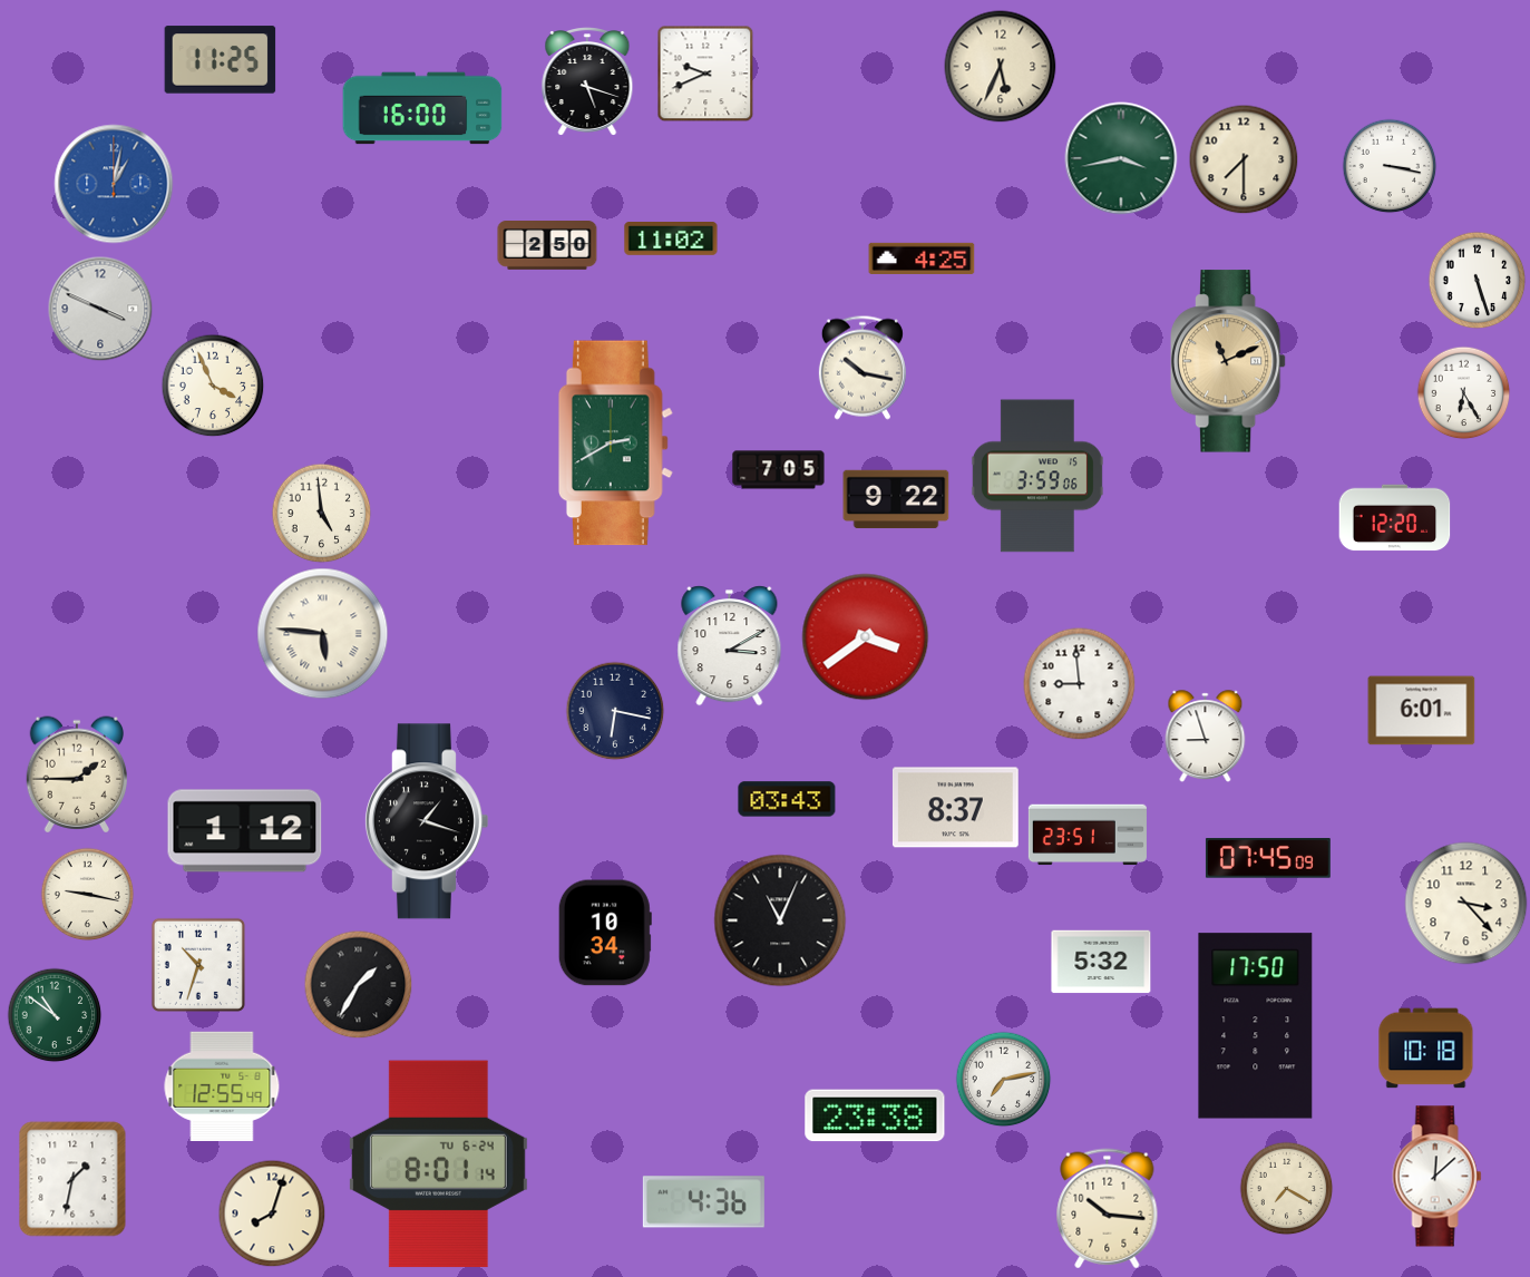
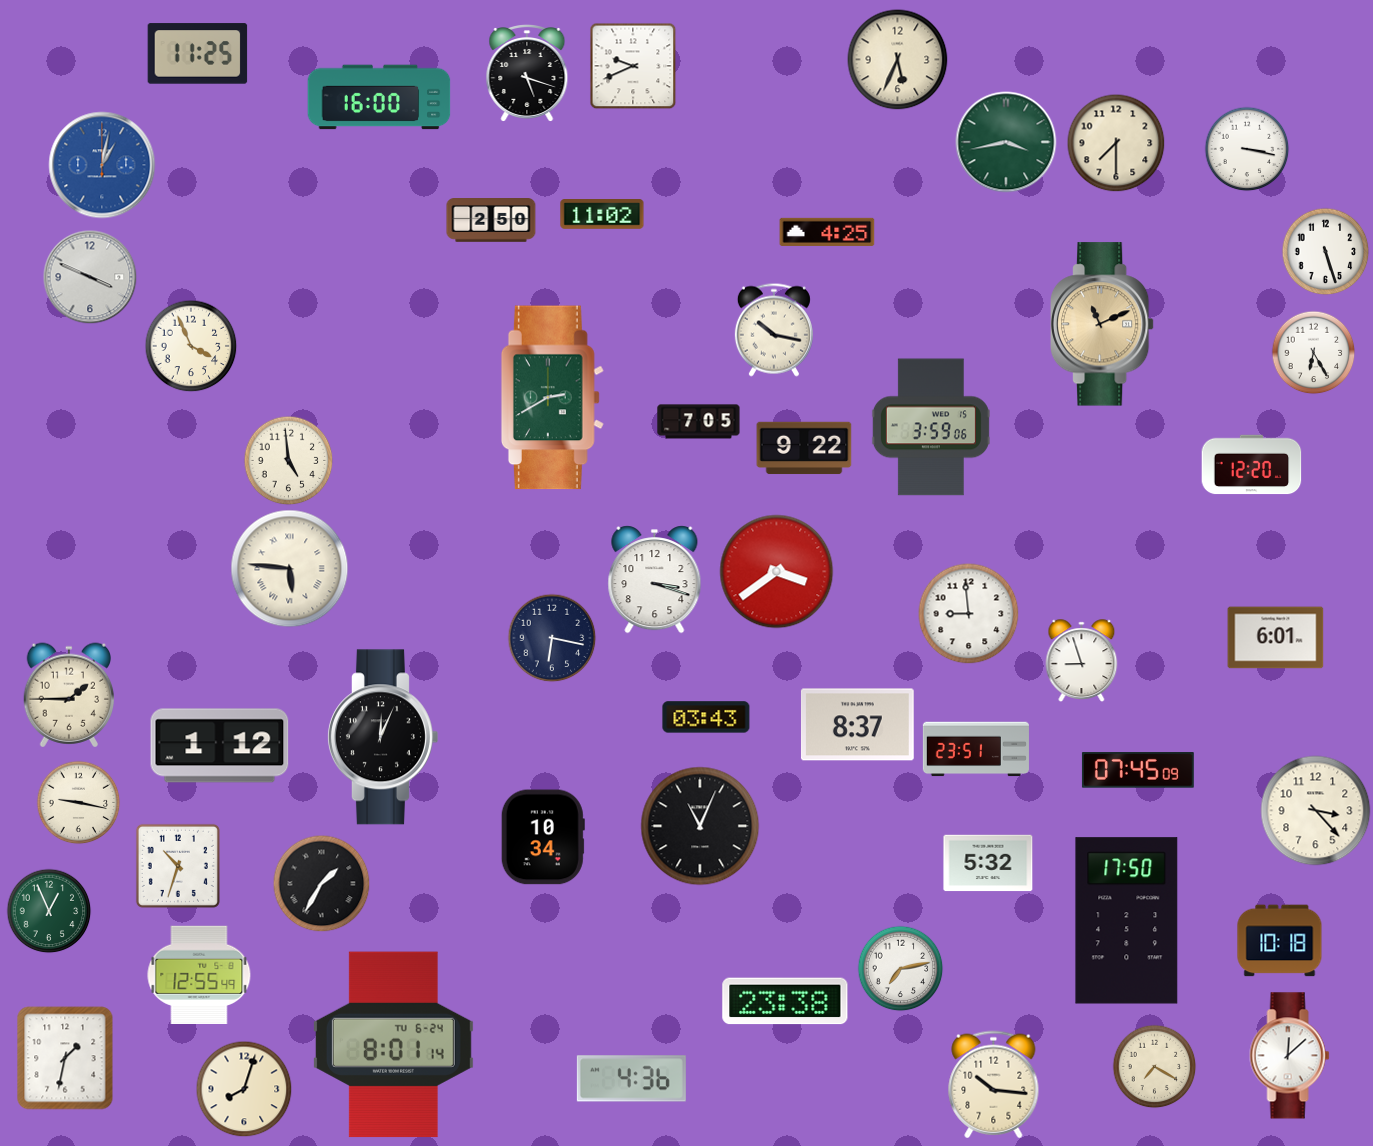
clock at (730, 646): 3:10 -> 3:18
clock at (426, 821): 1:18 -> 12:04
clock at (55, 1015): 10:51 -> 12:56
